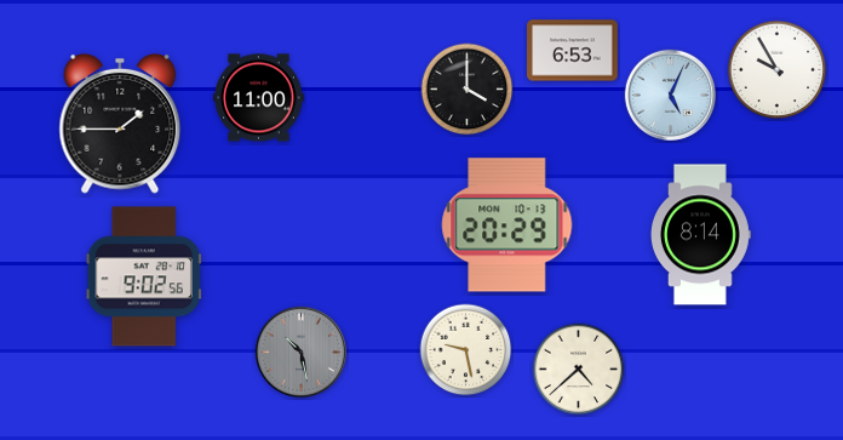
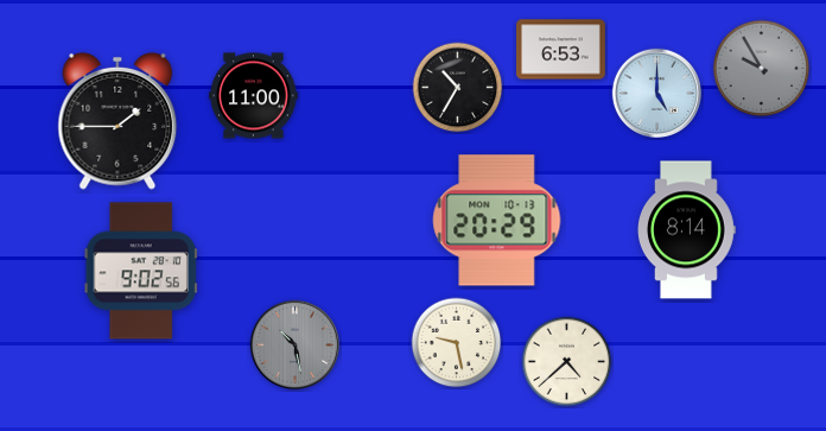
clock at (778, 70) dial: white -> grey
clock at (468, 90): 4:00 -> 10:35
clock at (670, 95): 5:04 -> 5:00
